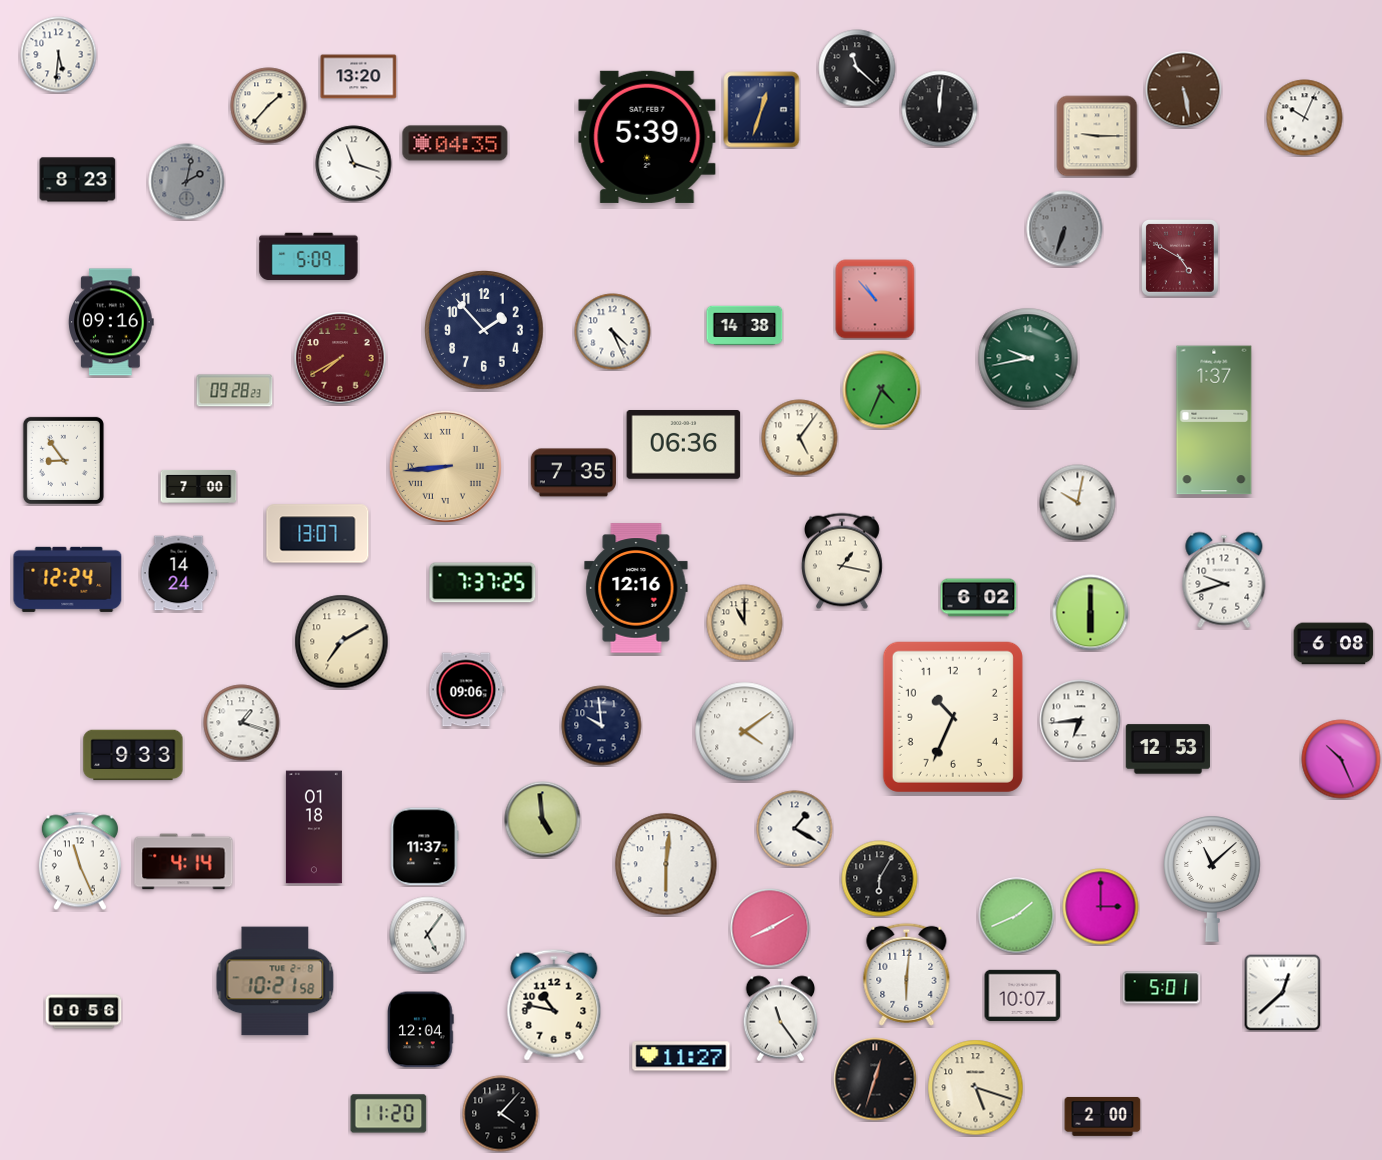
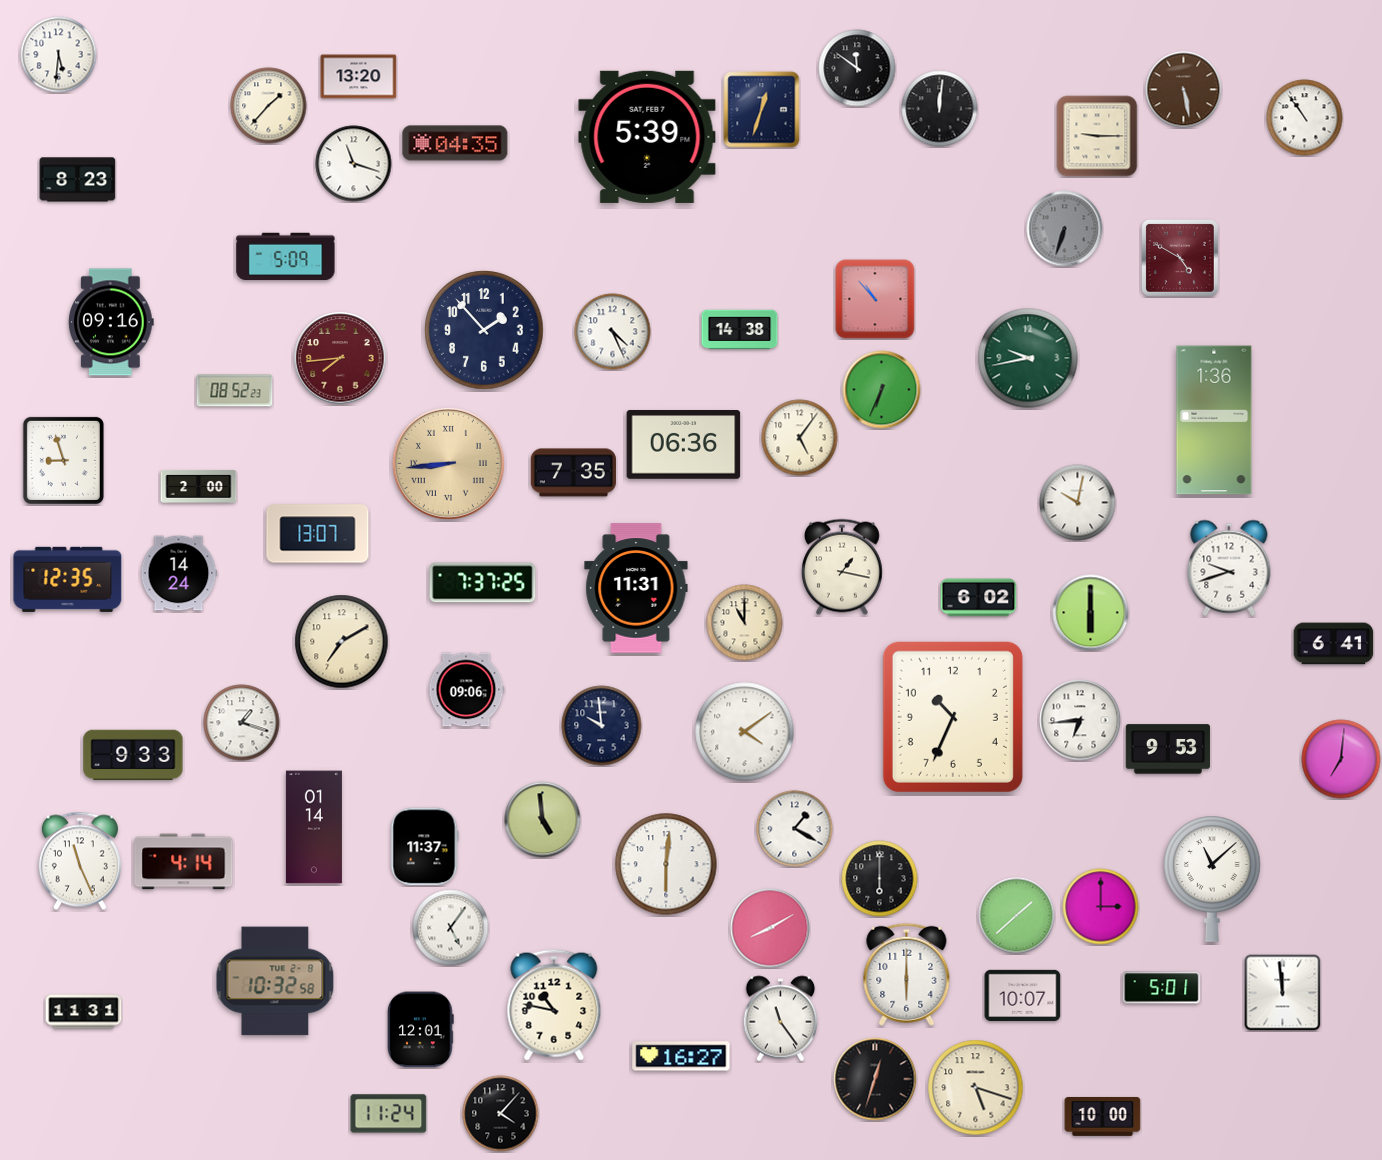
clock at (857, 68): 11:22 -> 11:51
clock at (1305, 118): 10:04 -> 10:54
clock at (187, 182): 2:02 -> none
clock at (309, 257) position: (309, 257) -> (286, 257)
clock at (745, 326) position: (745, 326) -> (740, 330)
clock at (340, 358): 7:40 -> 7:44
clock at (882, 390): 4:34 -> 6:34
clock at (235, 391): 09:28 -> 08:52
clock at (1214, 420): 1:37 -> 1:36
clock at (63, 460): 8:54 -> 8:57
clock at (445, 466) position: (445, 466) -> (448, 463)
clock at (199, 486): 7:00 -> 2:00
clock at (843, 561) position: (843, 561) -> (843, 567)
clock at (68, 579): 12:24 -> 12:35
clock at (1224, 580) position: (1224, 580) -> (1229, 568)
clock at (636, 588): 12:16 -> 11:31
clock at (1334, 644): 6:08 -> 6:41
clock at (1168, 749): 12:53 -> 9:53
clock at (1341, 759): 10:26 -> 7:01
clock at (314, 827): 01:18 -> 01:14
clock at (880, 879): 6:05 -> 6:00
clock at (1017, 916): 1:41 -> 1:38
clock at (428, 935) position: (428, 935) -> (451, 928)
clock at (907, 974): 6:01 -> 6:00
clock at (275, 981): 10:21 -> 10:32
clock at (1283, 993): 12:38 -> 11:59
clock at (84, 1012): 00:56 -> 11:31
clock at (421, 1030): 12:04 -> 12:01
clock at (681, 1056): 11:27 -> 16:27
clock at (389, 1114): 11:20 -> 11:24
clock at (1103, 1116): 2:00 -> 10:00
